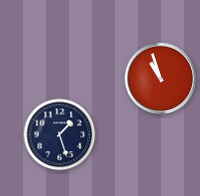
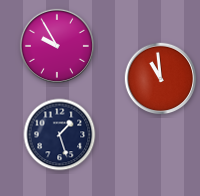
clock at (57, 46): none -> 9:55
clock at (161, 79): 10:57 -> 10:59
